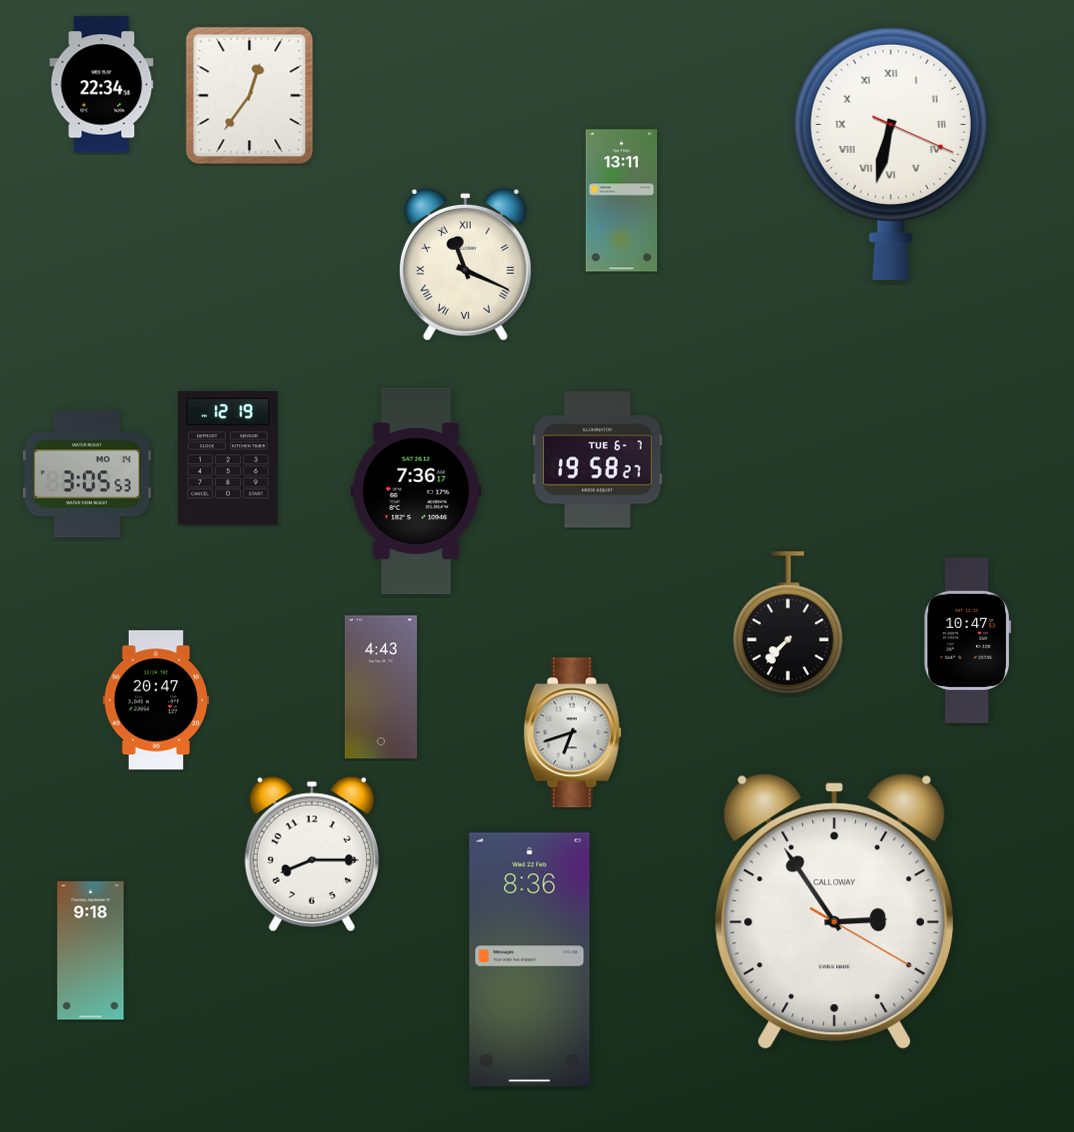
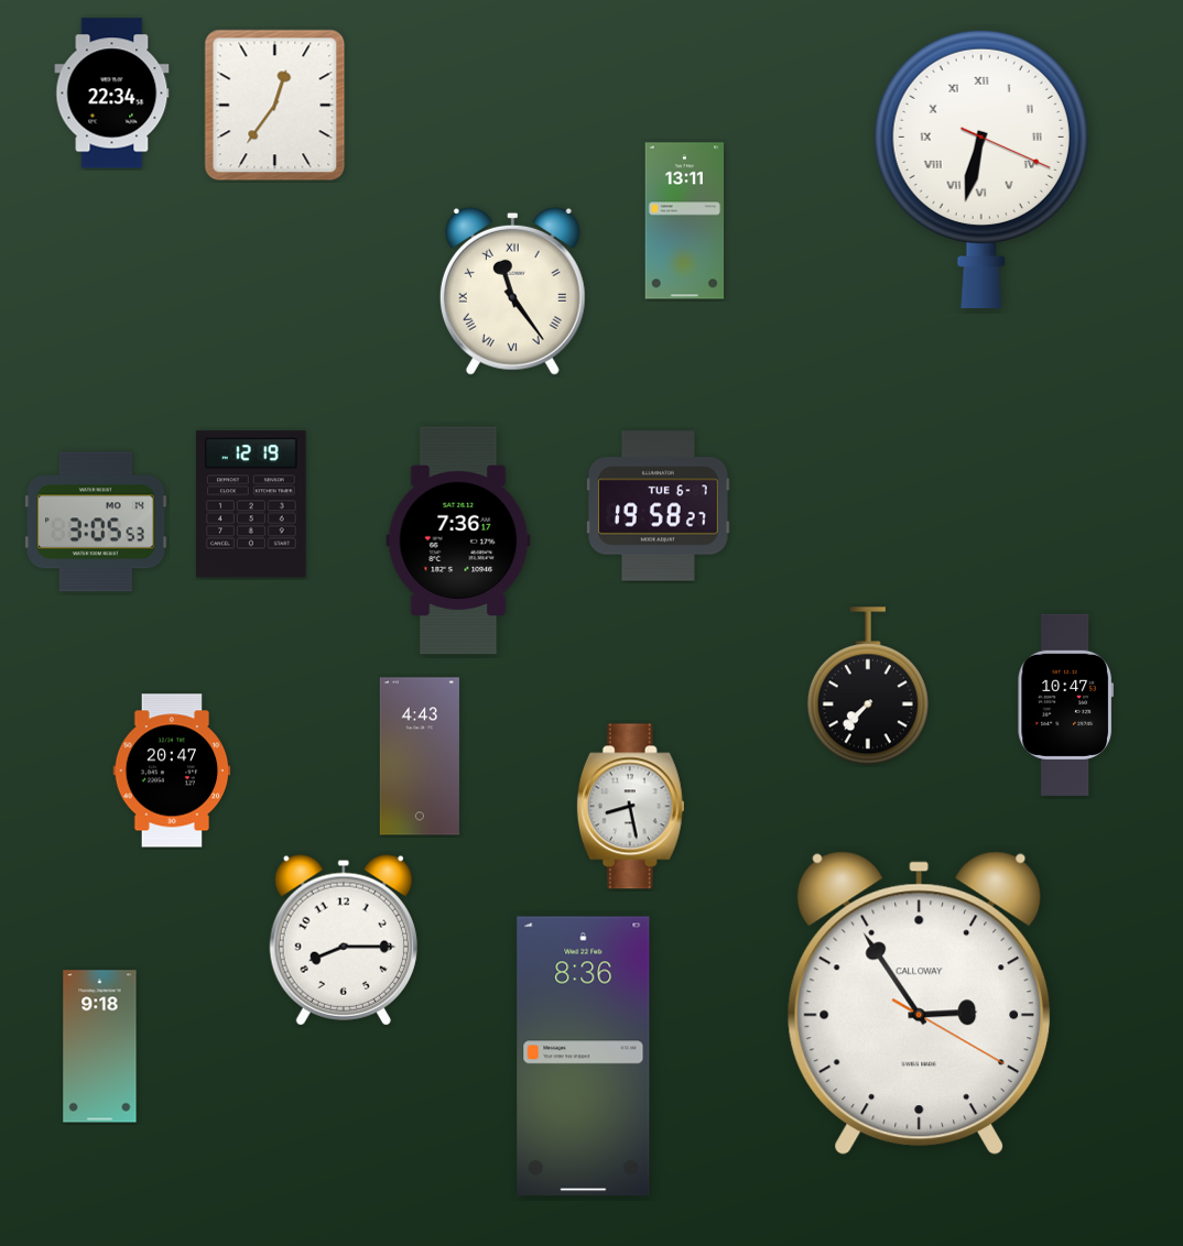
clock at (465, 264): 11:19 -> 11:24
clock at (572, 733): 6:42 -> 8:28
